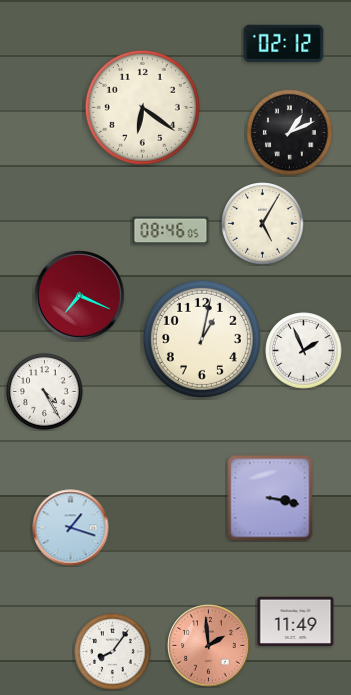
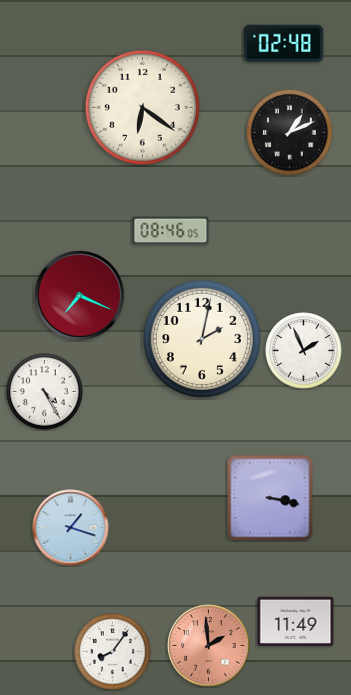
clock at (284, 44): 02:12 -> 02:48
clock at (263, 224): 5:05 -> none
clock at (202, 339): 1:02 -> 2:02
